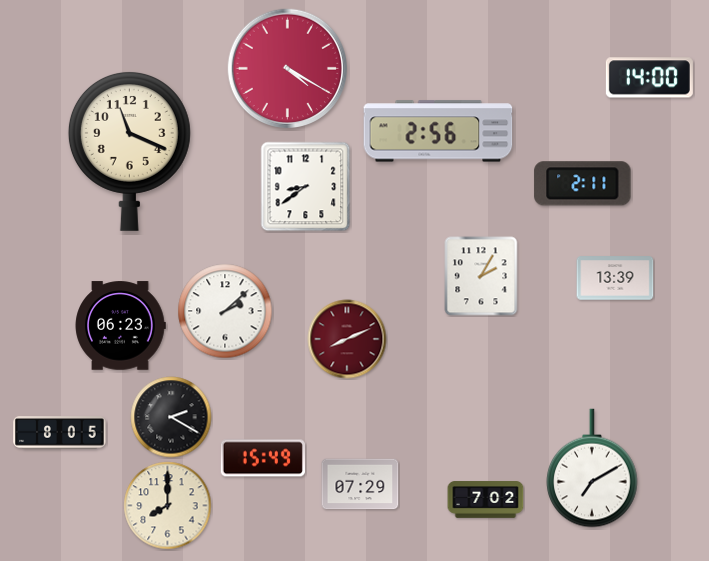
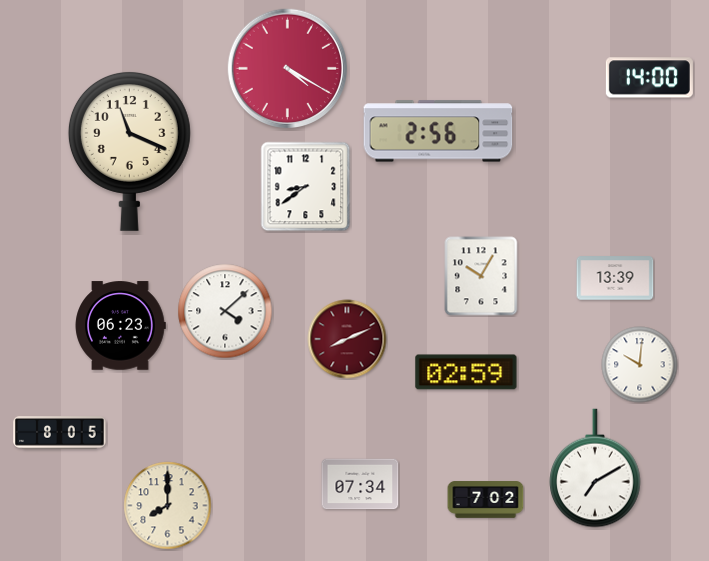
clock at (583, 184): 2:11 -> none
clock at (481, 276): 2:05 -> 10:05
clock at (225, 311): 2:08 -> 4:08
clock at (640, 365): none -> 10:01
clock at (466, 372): none -> 02:59
clock at (171, 417): 2:20 -> none
clock at (263, 458): 15:49 -> none
clock at (592, 468) position: (592, 468) -> (595, 468)
clock at (360, 484): 07:29 -> 07:34
